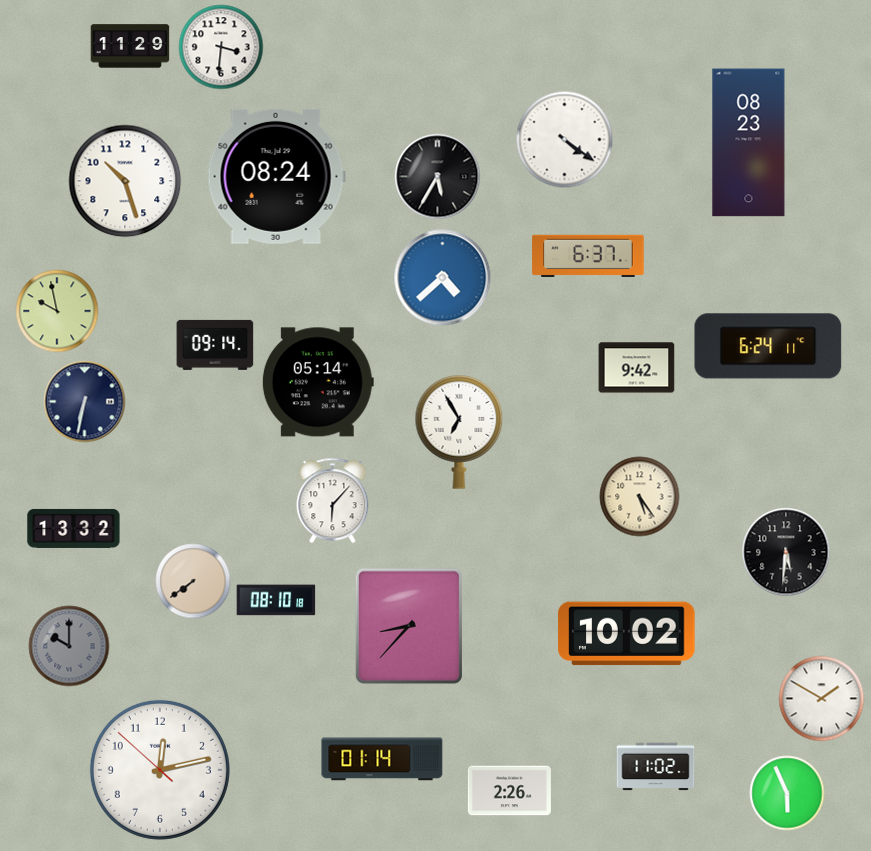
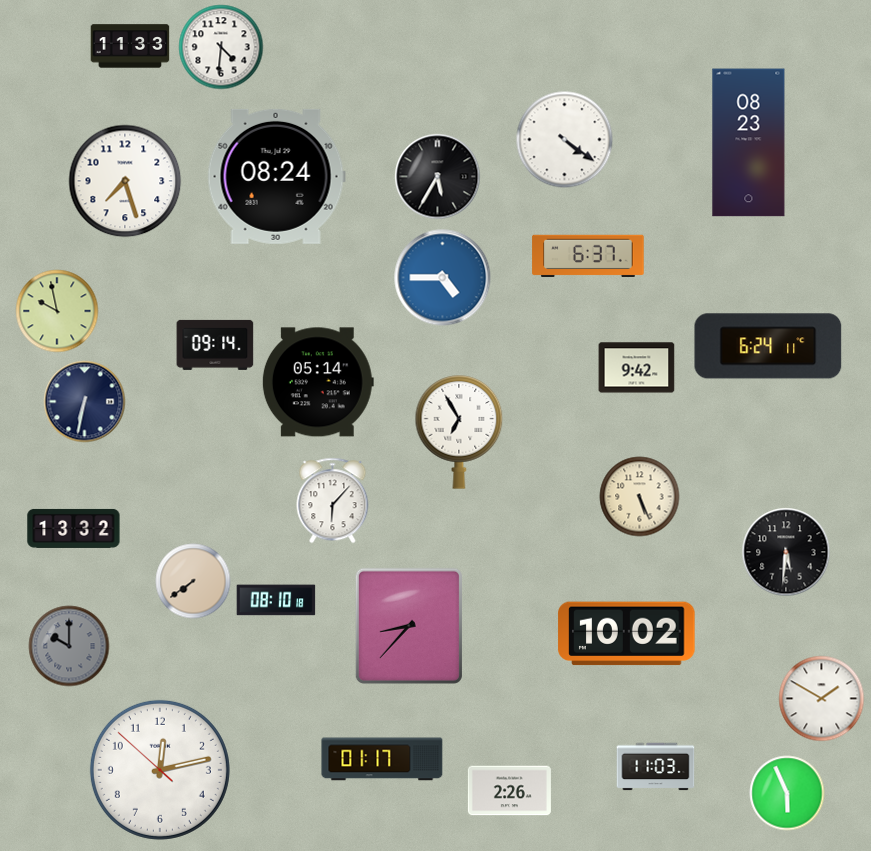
clock at (130, 46): 11:29 -> 11:33
clock at (221, 47): 3:31 -> 4:31
clock at (125, 181): 10:27 -> 7:27
clock at (443, 278): 4:38 -> 4:45
clock at (640, 497): 5:24 -> 5:26
clock at (382, 759): 01:14 -> 01:17
clock at (656, 767): 11:02 -> 11:03
